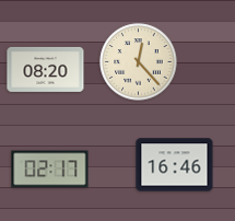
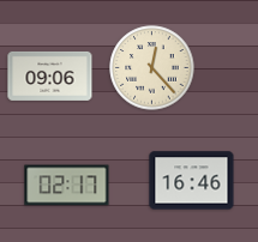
clock at (46, 69): 08:20 -> 09:06
clock at (50, 170) position: (50, 170) -> (67, 186)
